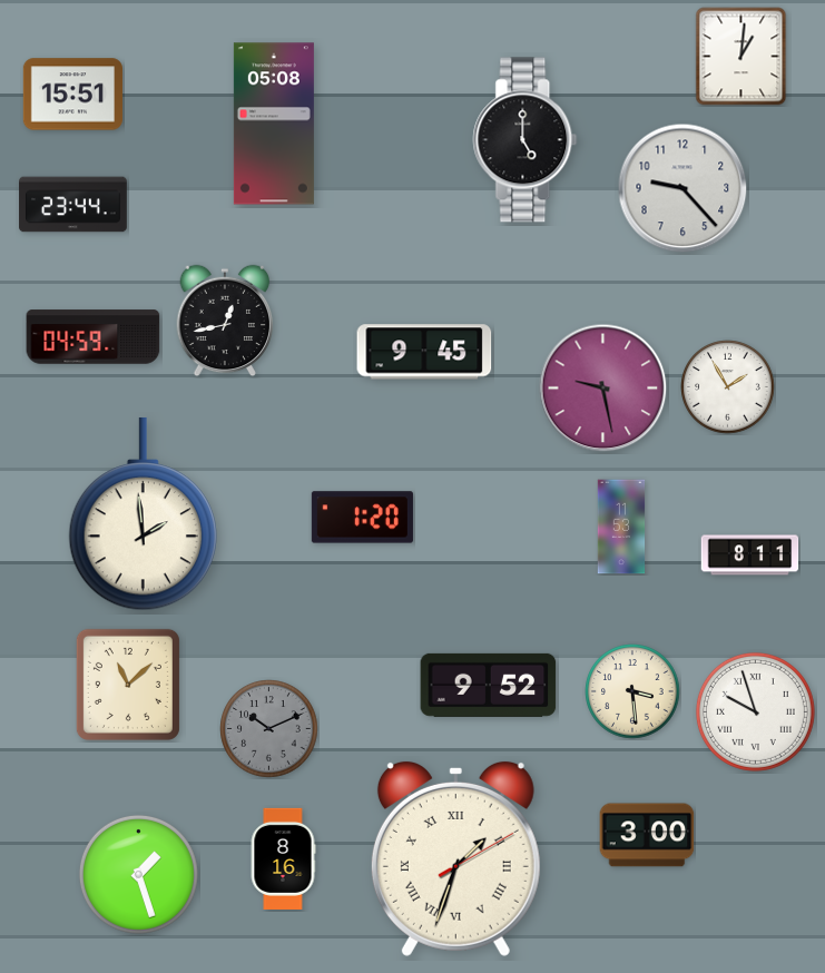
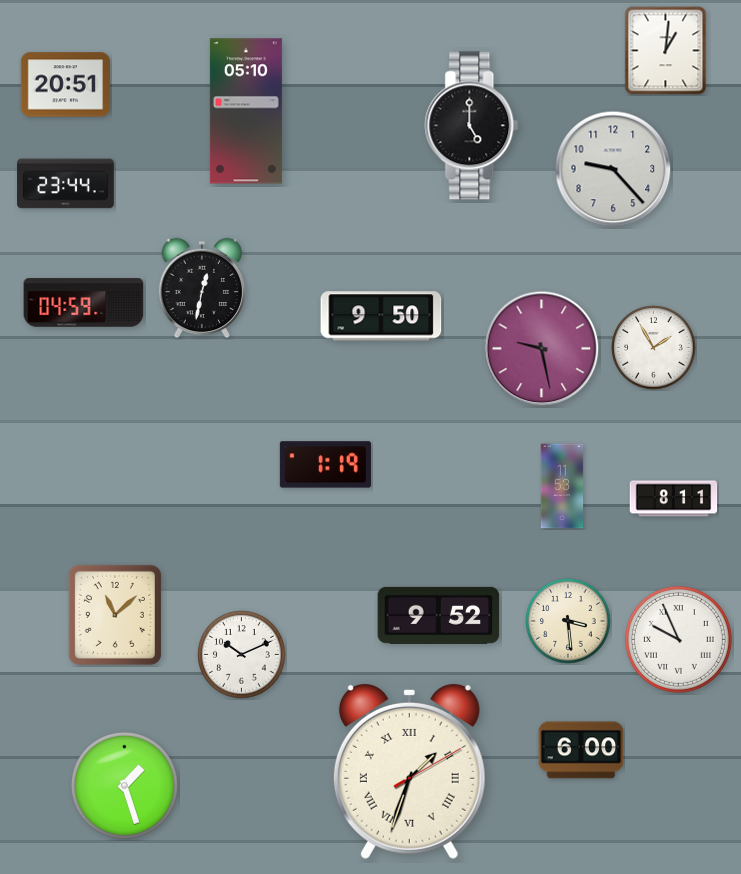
clock at (72, 95): 15:51 -> 20:51
clock at (274, 124): 05:08 -> 05:10
clock at (225, 321): 12:43 -> 12:32
clock at (424, 352): 9:45 -> 9:50
clock at (143, 514): 1:59 -> none
clock at (362, 518): 1:20 -> 1:19
clock at (621, 527) position: (621, 527) -> (562, 486)
clock at (755, 711): 9:57 -> 9:56
clock at (269, 729) dial: grey -> white
clock at (647, 835): 3:00 -> 6:00
clock at (283, 858): 8:16 -> none
